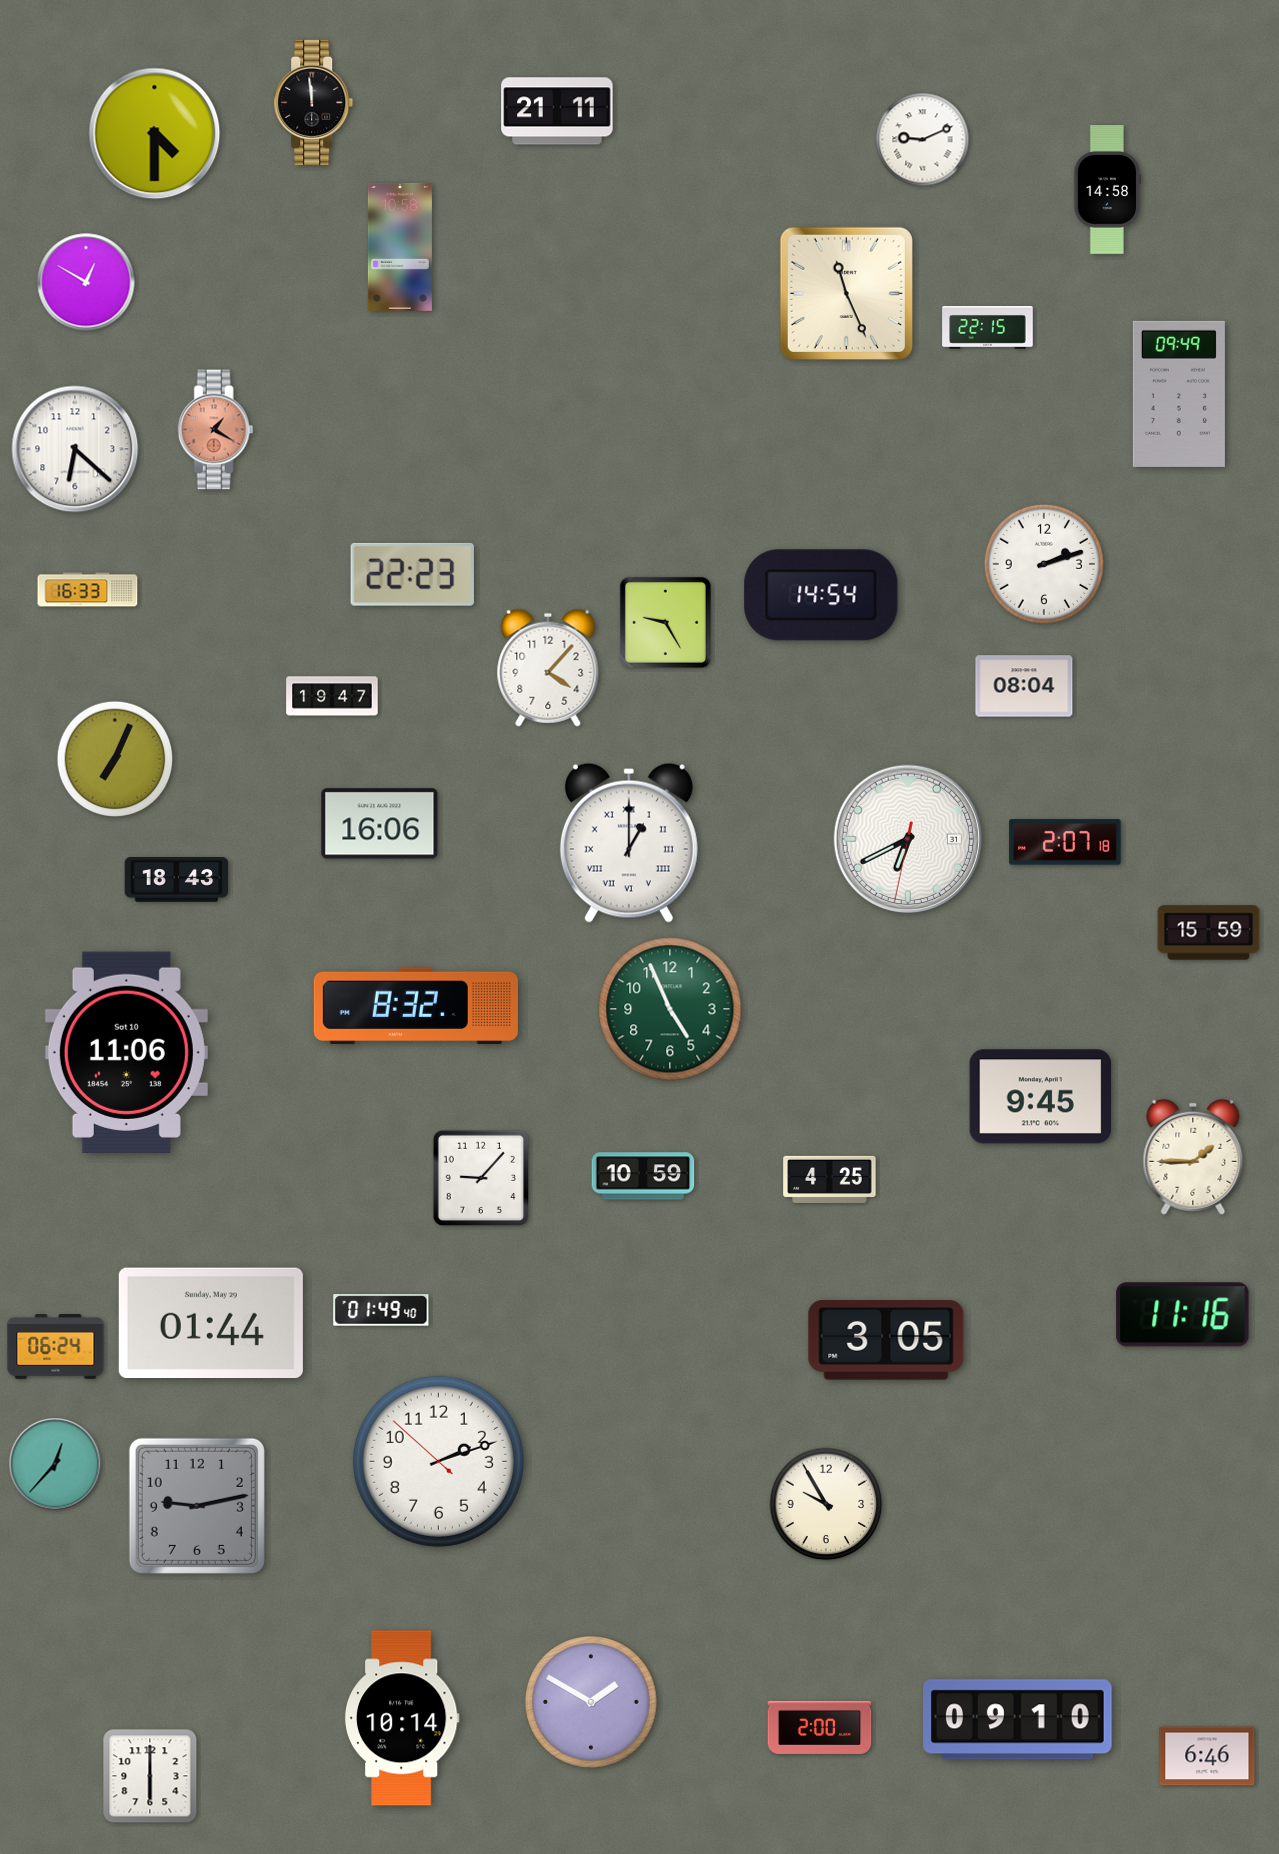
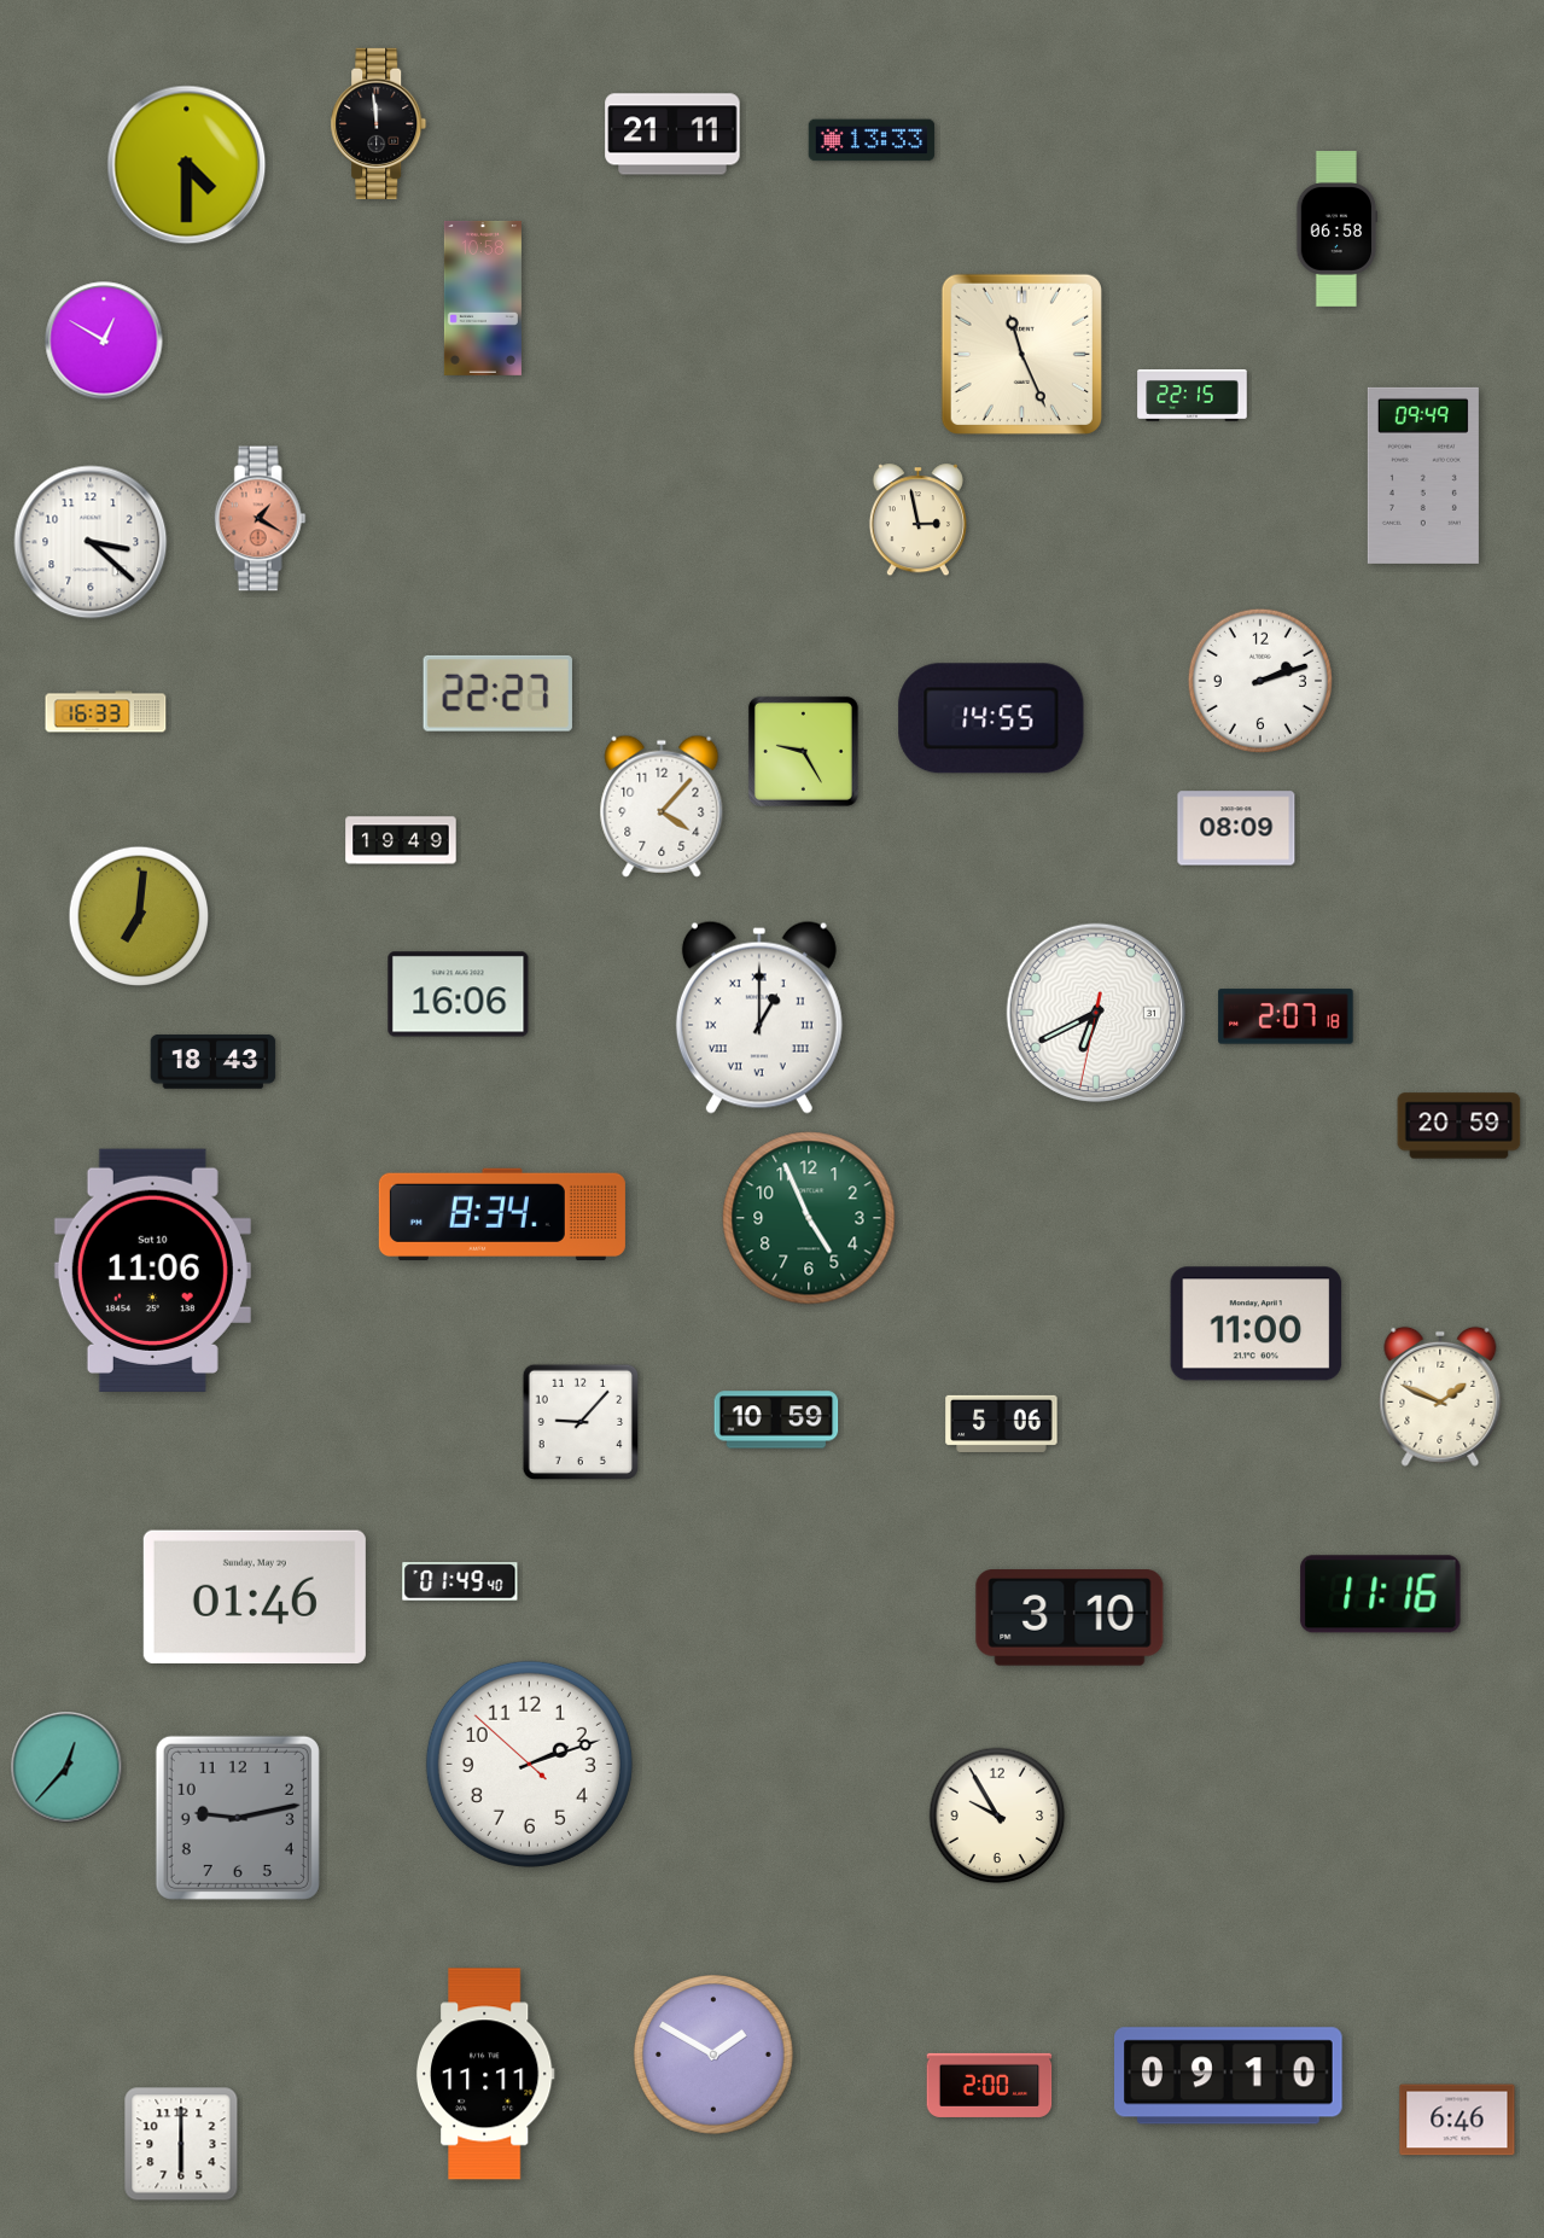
clock at (872, 140): none -> 13:33
clock at (155, 134) position: (155, 134) -> (187, 165)
clock at (923, 140): 9:11 -> none
clock at (1108, 190): 14:58 -> 06:58
clock at (917, 520): none -> 2:58
clock at (75, 449): 6:22 -> 3:22
clock at (412, 574): 22:23 -> 22:27
clock at (821, 595): 14:54 -> 14:55
clock at (1024, 686): 08:04 -> 08:09
clock at (332, 696): 19:47 -> 19:49
clock at (115, 759): 7:04 -> 7:01
clock at (1209, 933): 15:59 -> 20:59
clock at (416, 1006): 8:32 -> 8:34
clock at (1041, 1097): 9:45 -> 11:00
clock at (1193, 1157): 1:45 -> 1:49
clock at (830, 1179): 4:25 -> 5:06
clock at (1183, 1315) position: (1183, 1315) -> (1381, 1595)
clock at (211, 1322): 01:44 -> 01:46
clock at (886, 1340): 3:05 -> 3:10
clock at (56, 1347): 06:24 -> none
clock at (402, 1718): 10:14 -> 11:11
